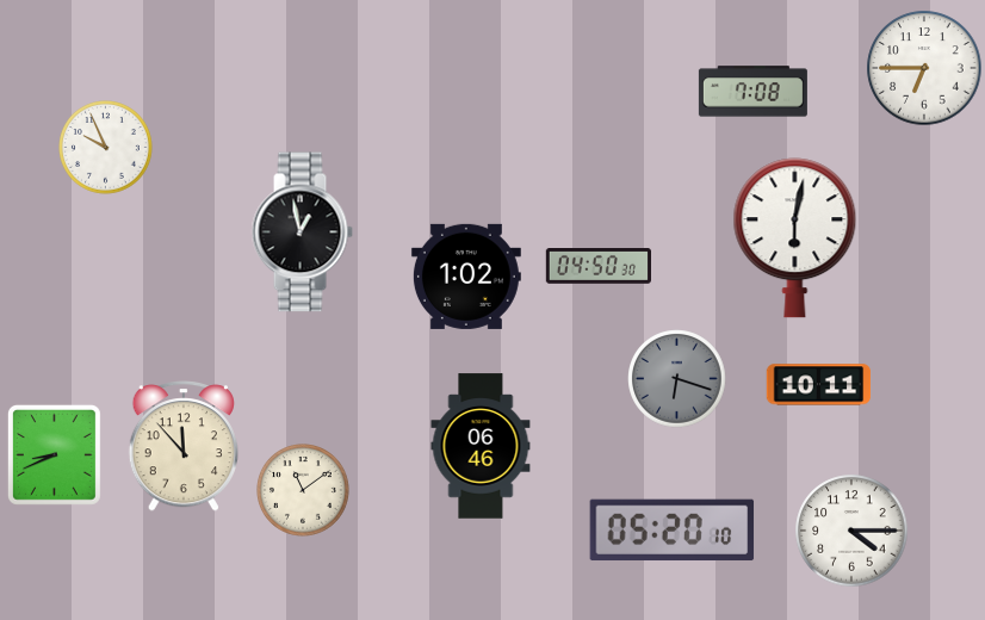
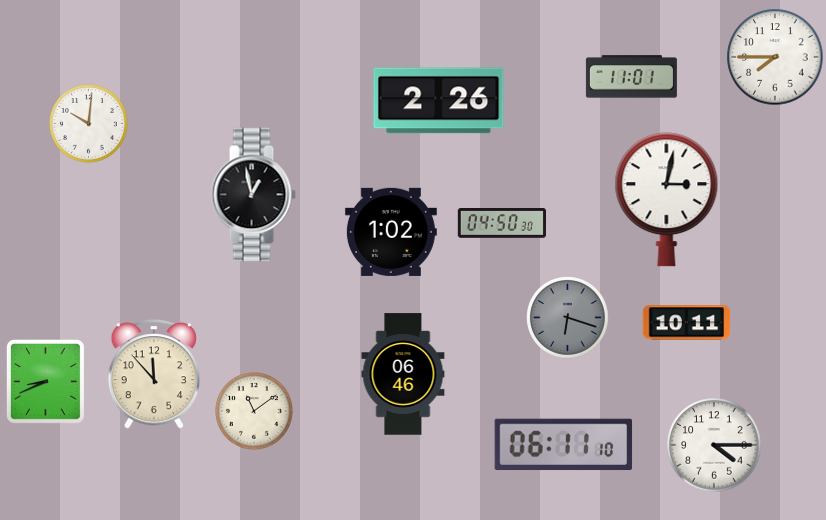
clock at (924, 68): 6:45 -> 7:45
clock at (752, 92): 7:08 -> 11:01
clock at (439, 101): none -> 2:26
clock at (106, 148): 9:56 -> 10:01
clock at (795, 238): 6:02 -> 3:02
clock at (673, 531): 05:20 -> 06:11
